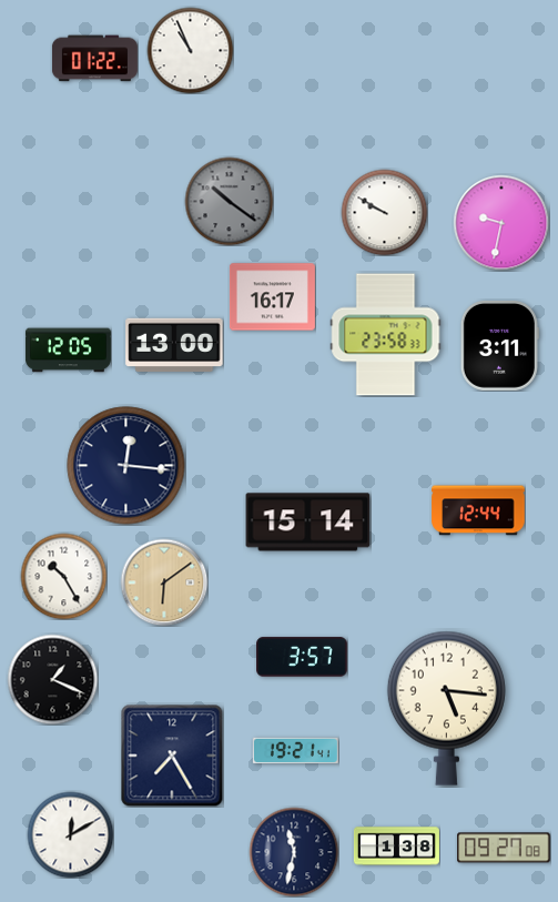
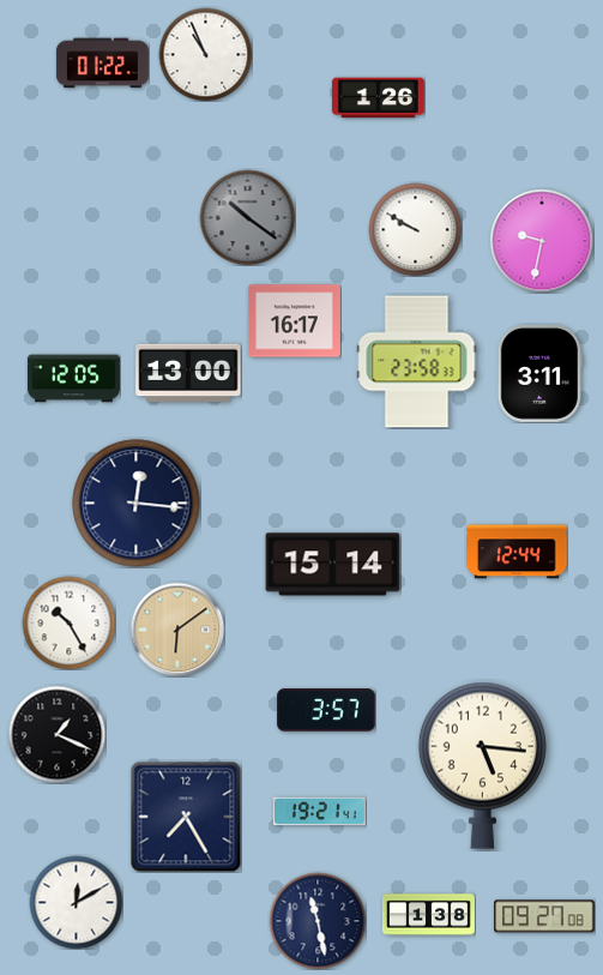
clock at (378, 98): none -> 1:26
clock at (294, 852): 11:32 -> 11:28
